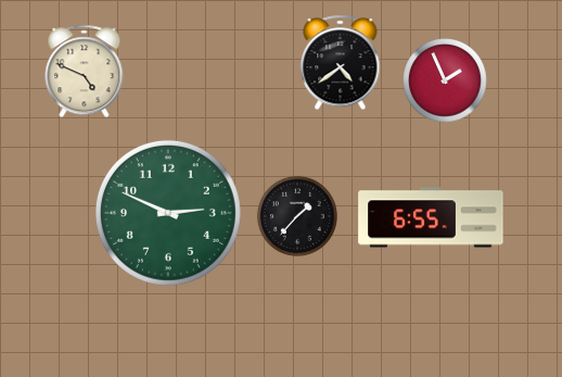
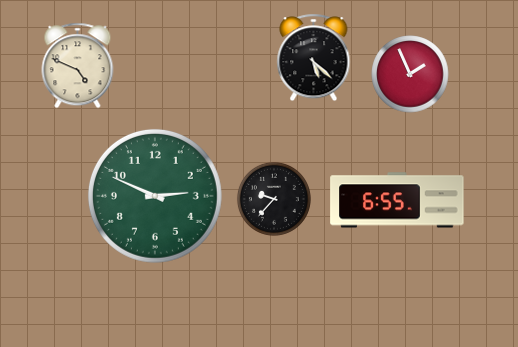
clock at (341, 63): 4:39 -> 5:22
clock at (297, 216): 1:37 -> 9:37
